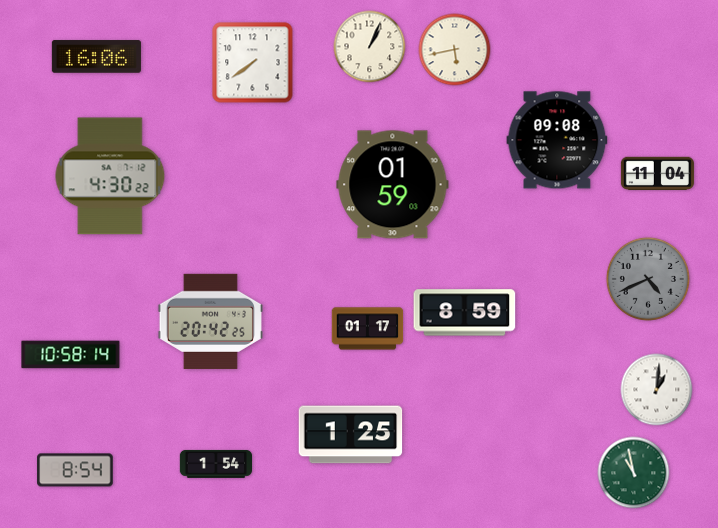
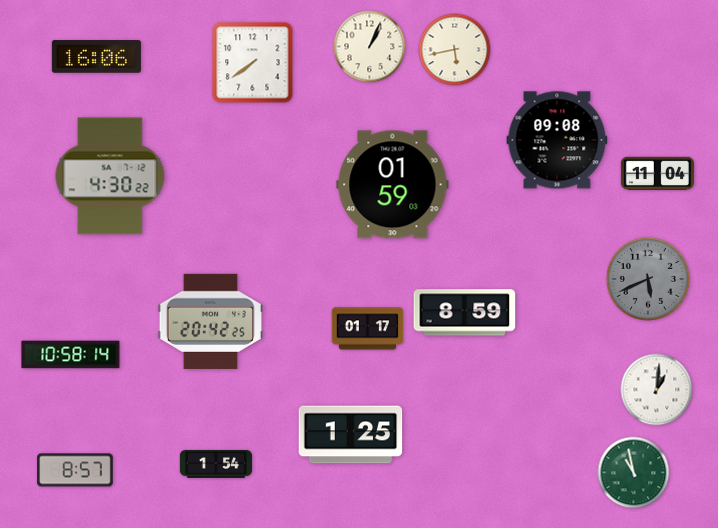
clock at (648, 279): 4:41 -> 5:41
clock at (75, 470): 8:54 -> 8:57
